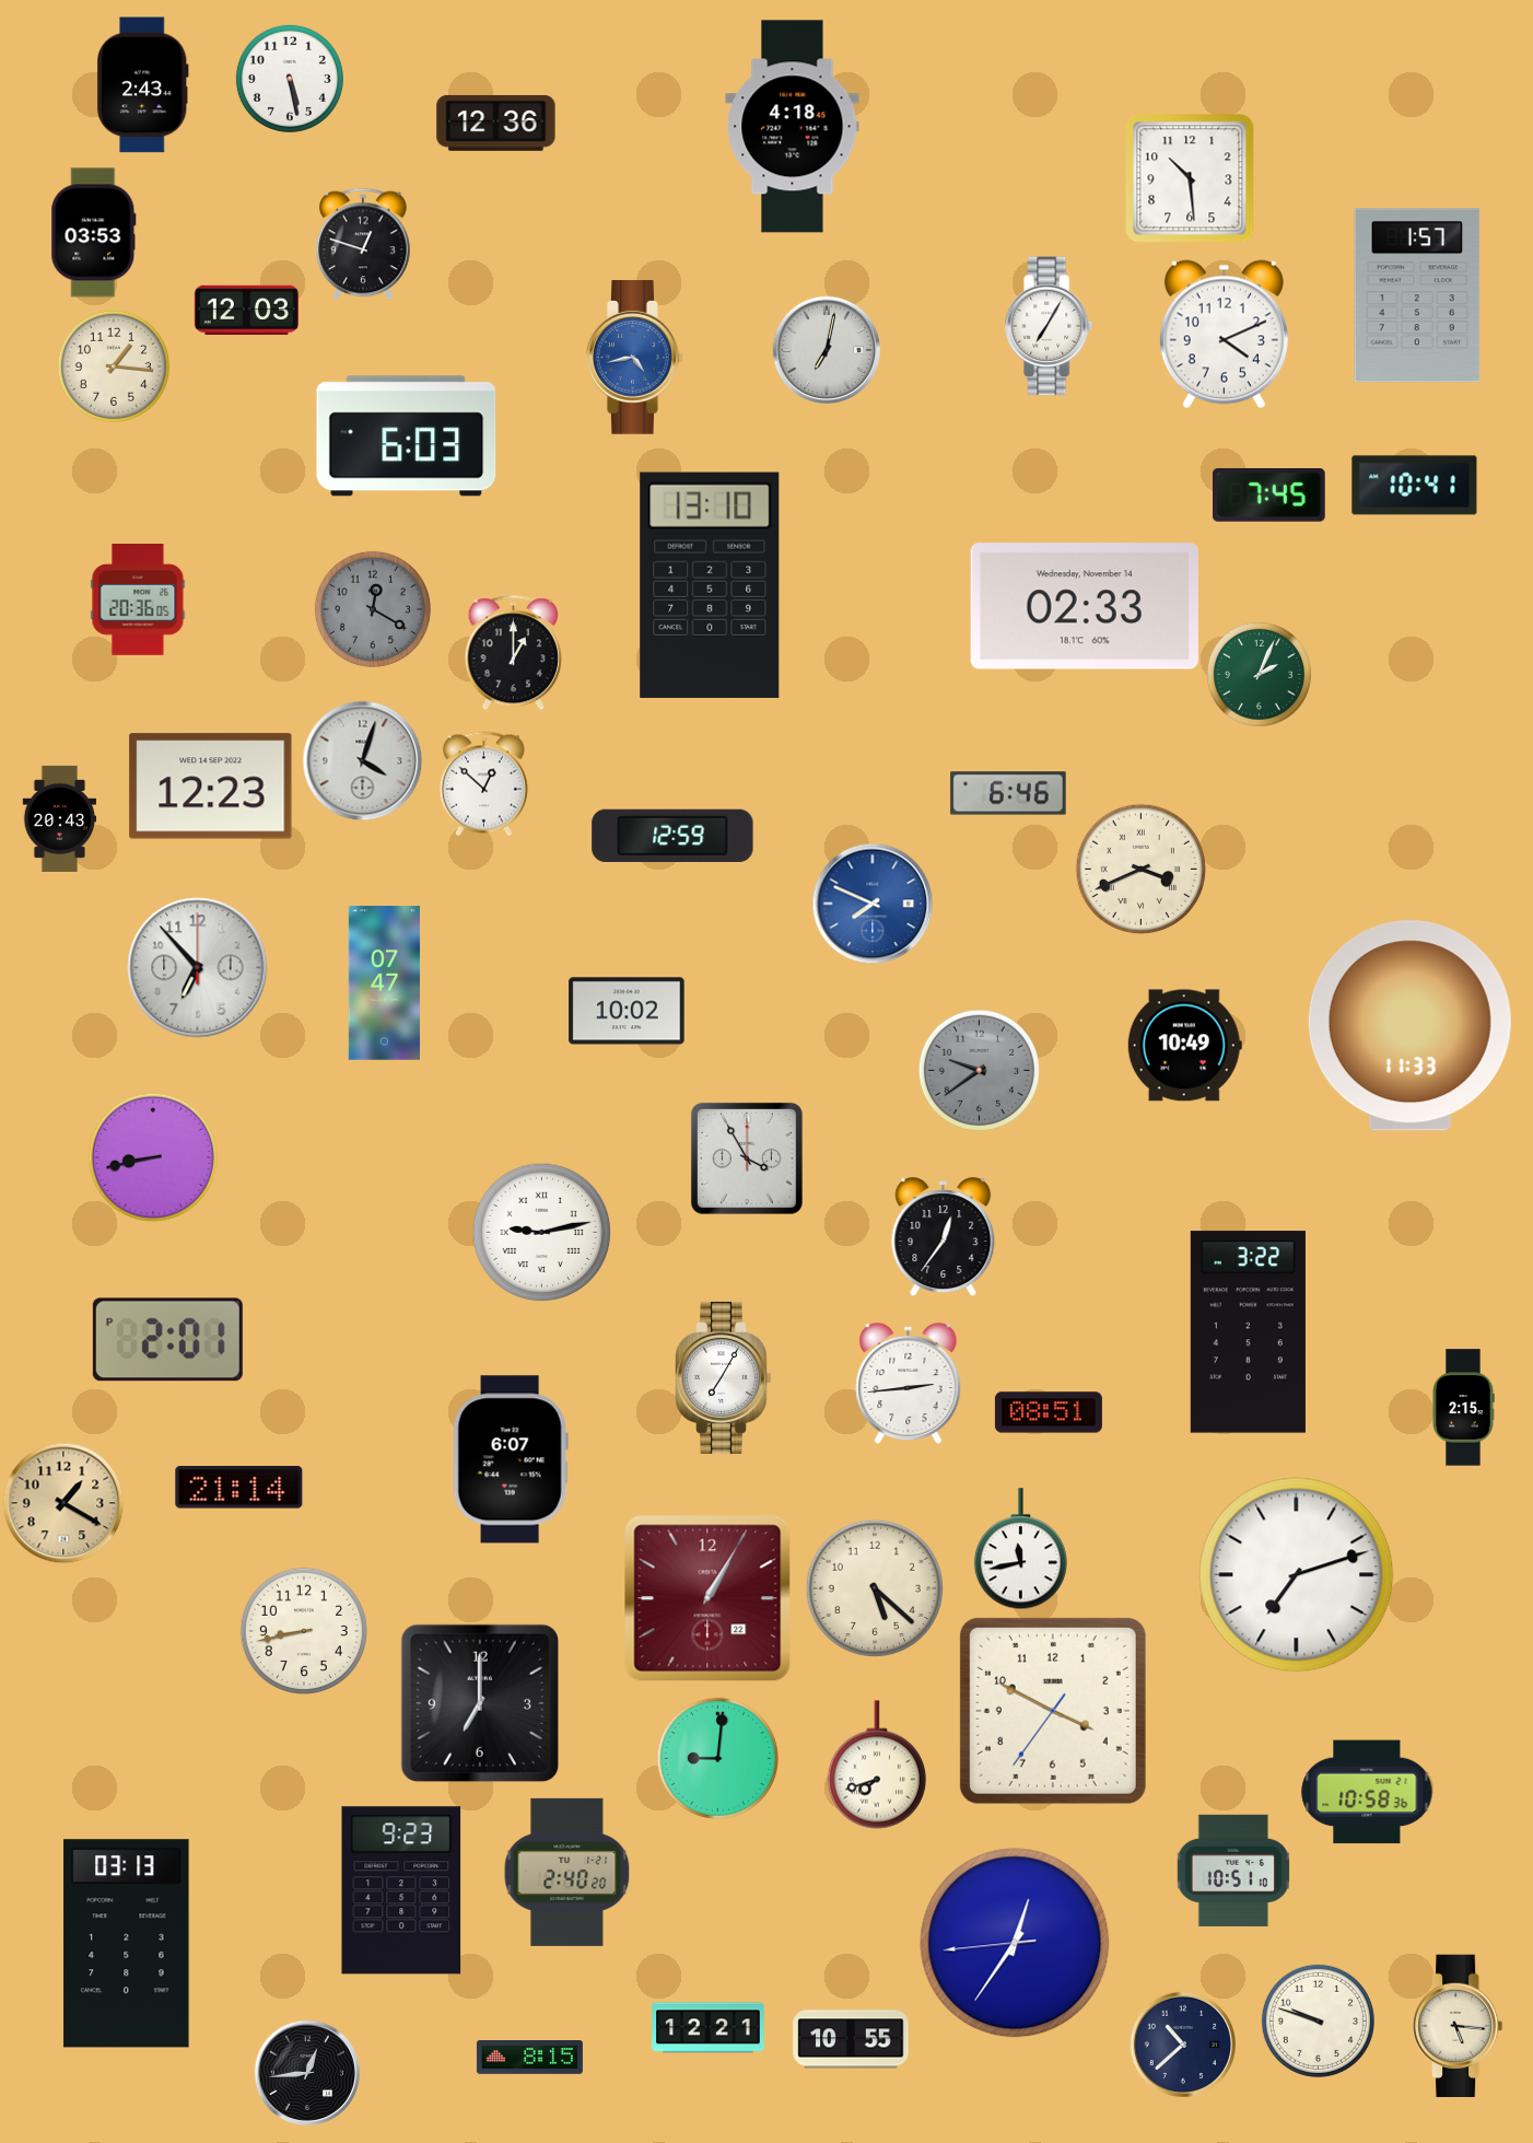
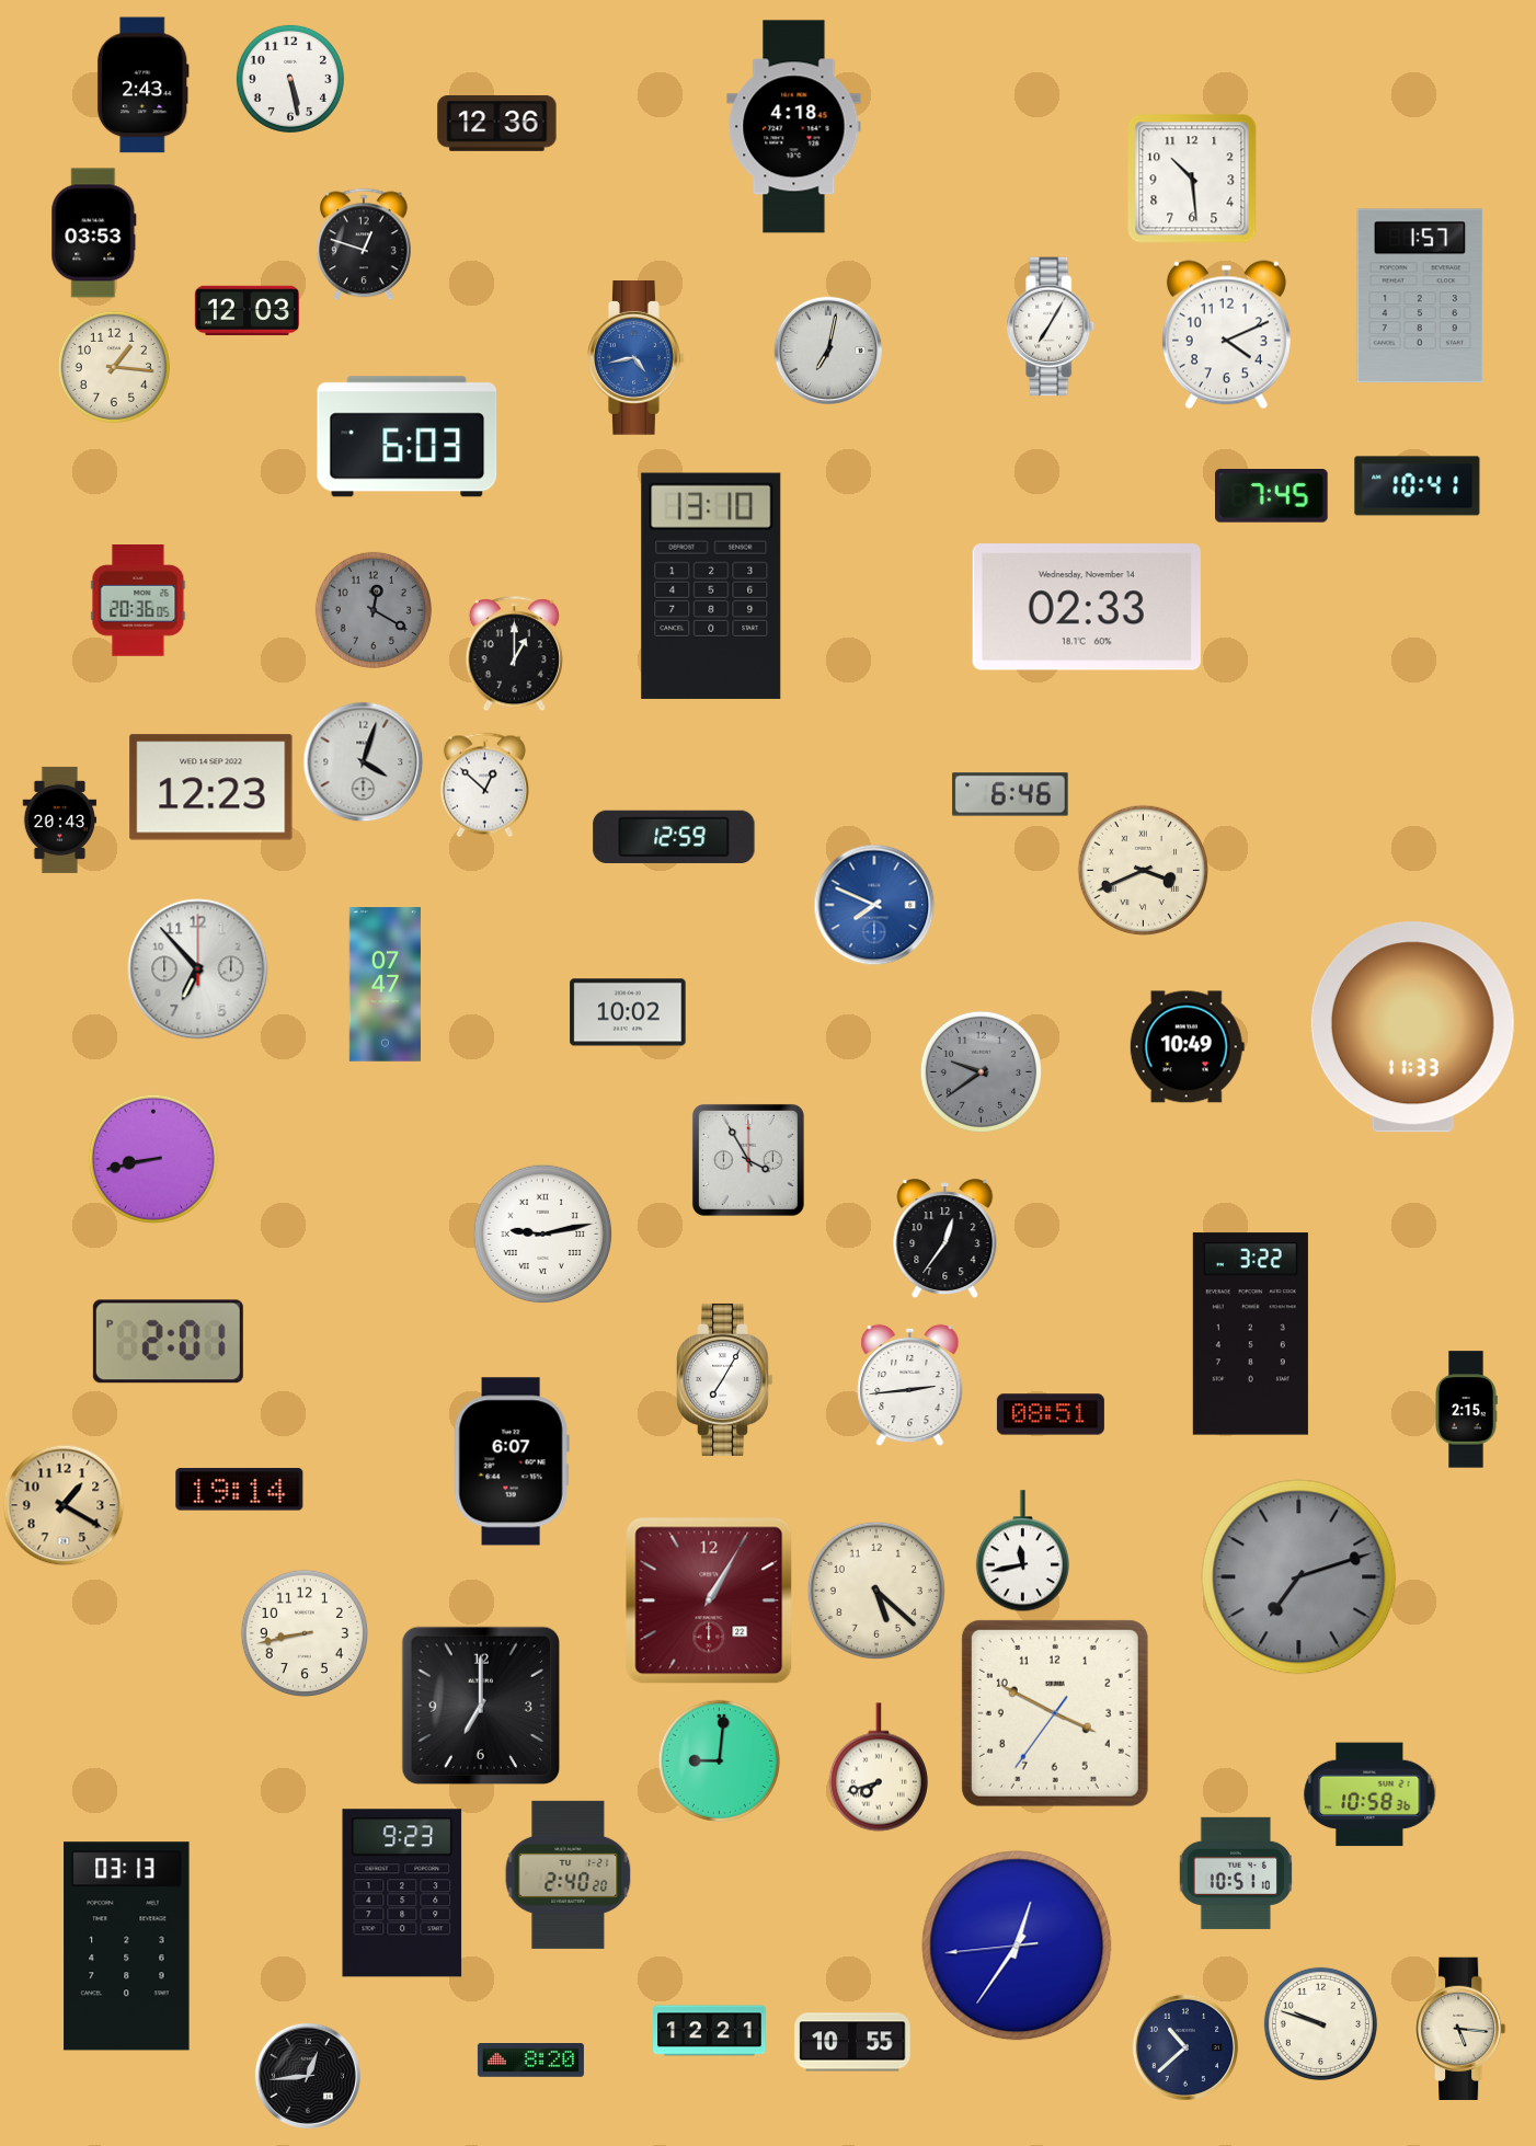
clock at (1259, 674): 2:04 -> none
clock at (239, 1488): 21:14 -> 19:14
clock at (1297, 1575) dial: white -> grey
clock at (529, 2058): 8:15 -> 8:20
